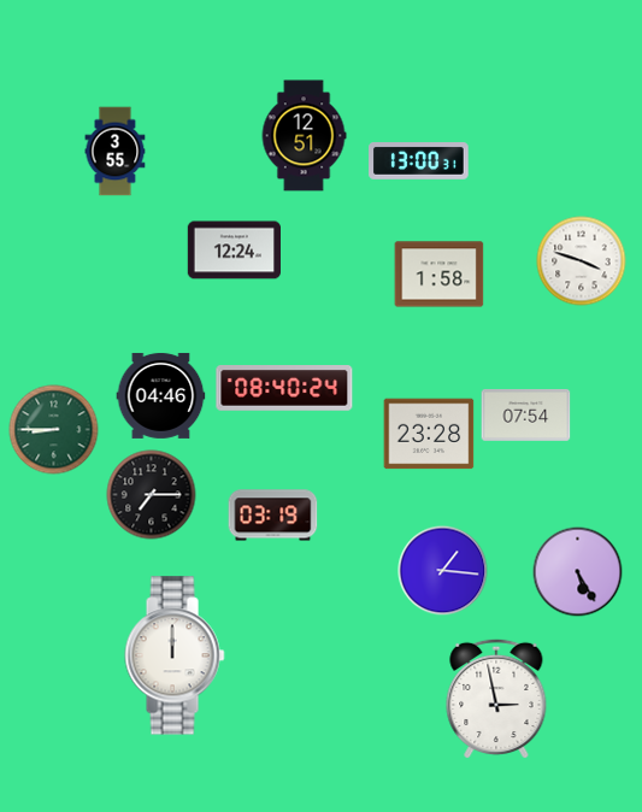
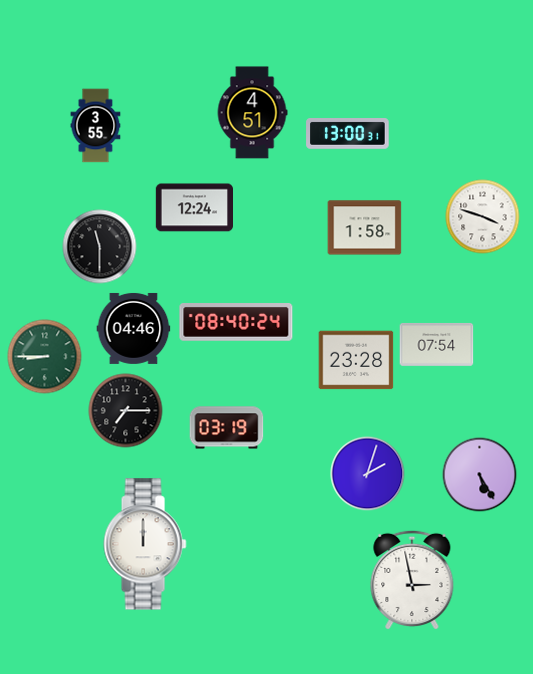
clock at (304, 136): 12:51 -> 4:51
clock at (100, 247): none -> 11:30
clock at (443, 571): 1:16 -> 2:03
